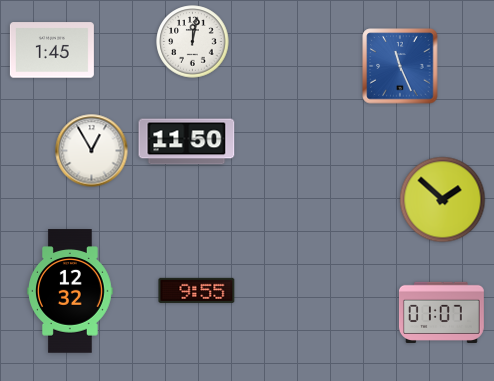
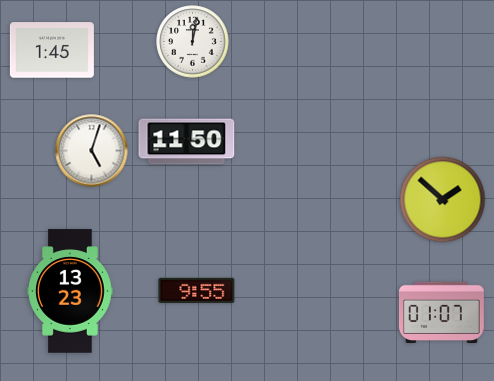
clock at (400, 66): 11:26 -> none
clock at (92, 151): 12:55 -> 5:03
clock at (71, 291): 12:32 -> 13:23
